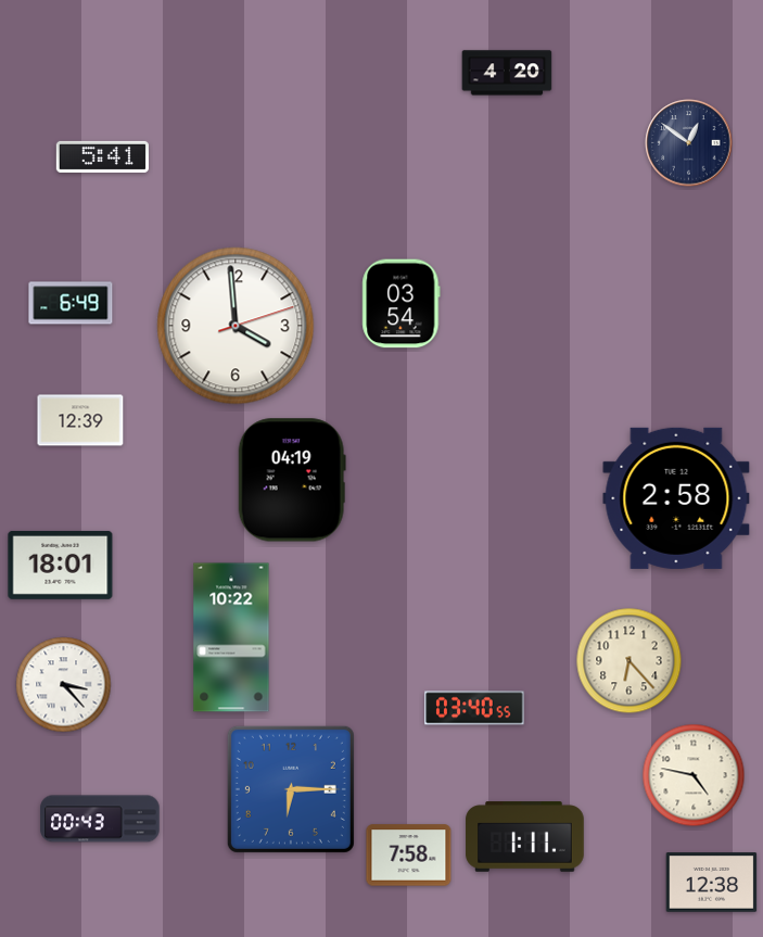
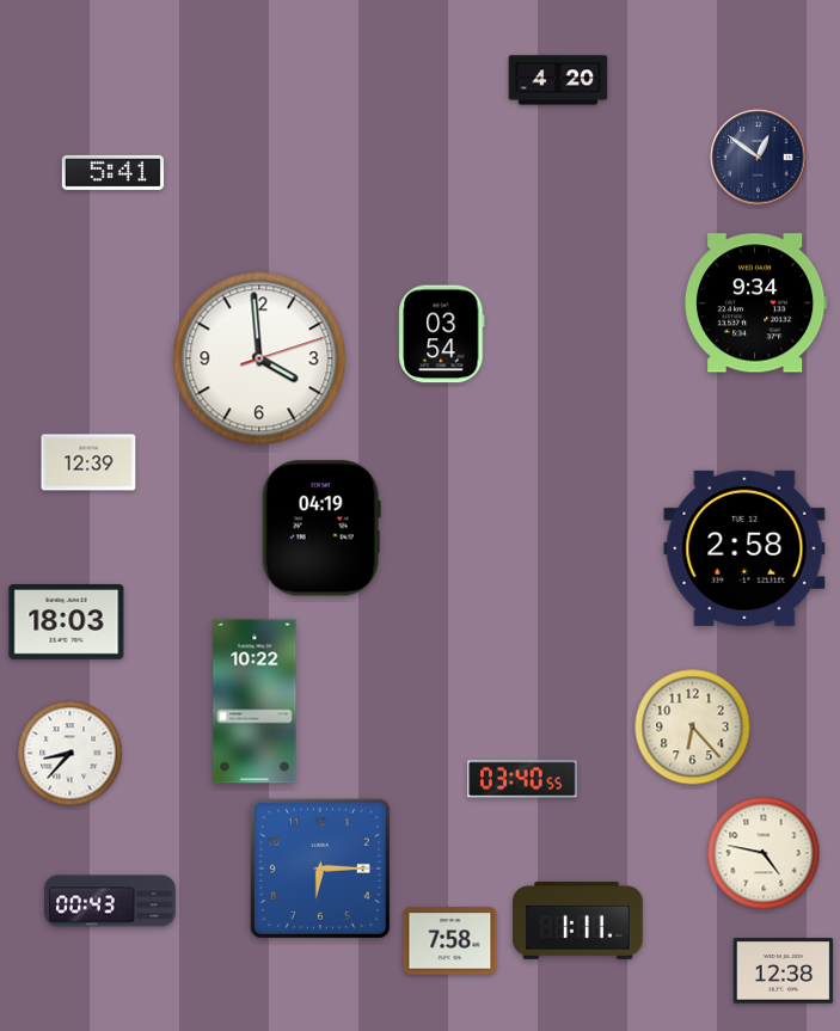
clock at (755, 303): none -> 9:34
clock at (71, 303): 6:49 -> none
clock at (61, 565): 18:01 -> 18:03
clock at (64, 685): 3:23 -> 8:37
